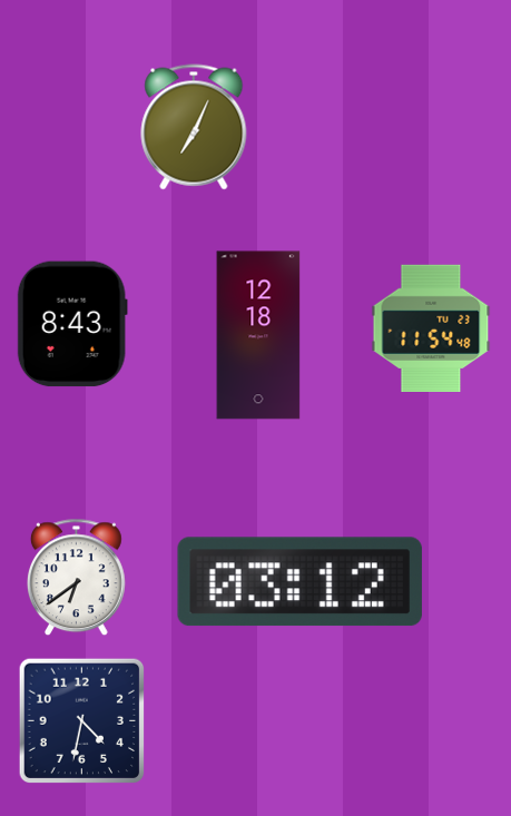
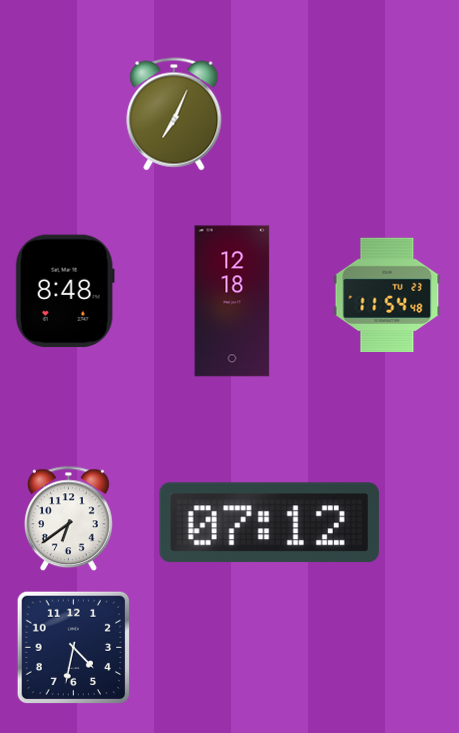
clock at (72, 324): 8:43 -> 8:48
clock at (299, 582): 03:12 -> 07:12
